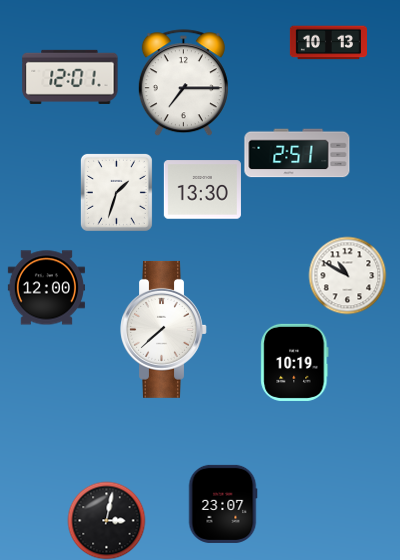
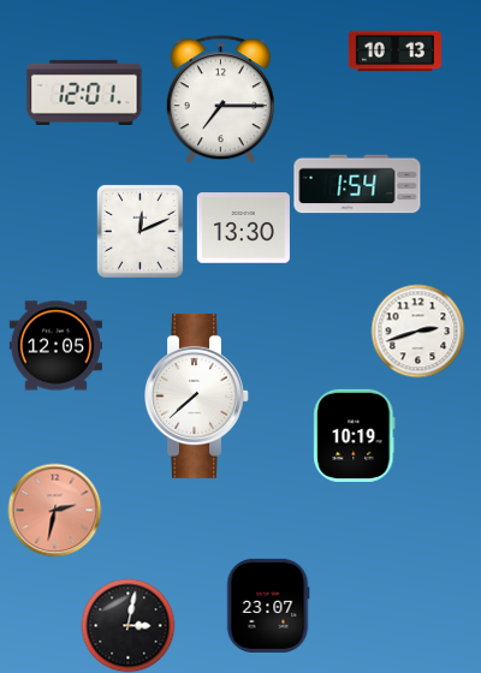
clock at (297, 153): 2:51 -> 1:54
clock at (116, 192): 1:33 -> 12:11
clock at (347, 275): 10:50 -> 2:42
clock at (46, 288): 12:00 -> 12:05
clock at (54, 510): none -> 2:32
